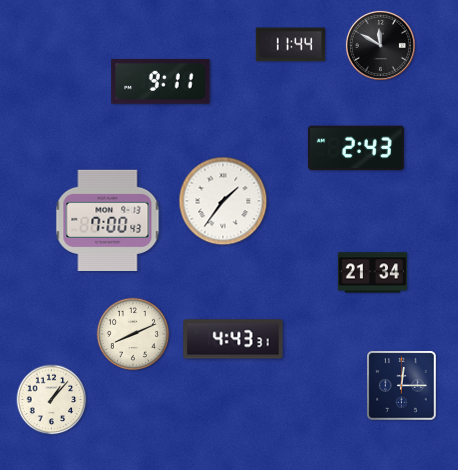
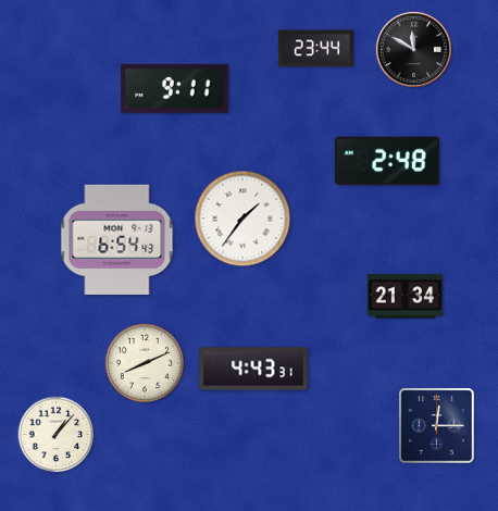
clock at (290, 45): 11:44 -> 23:44
clock at (356, 148): 2:43 -> 2:48
clock at (108, 220): 7:00 -> 6:54
clock at (402, 386) position: (402, 386) -> (437, 426)
